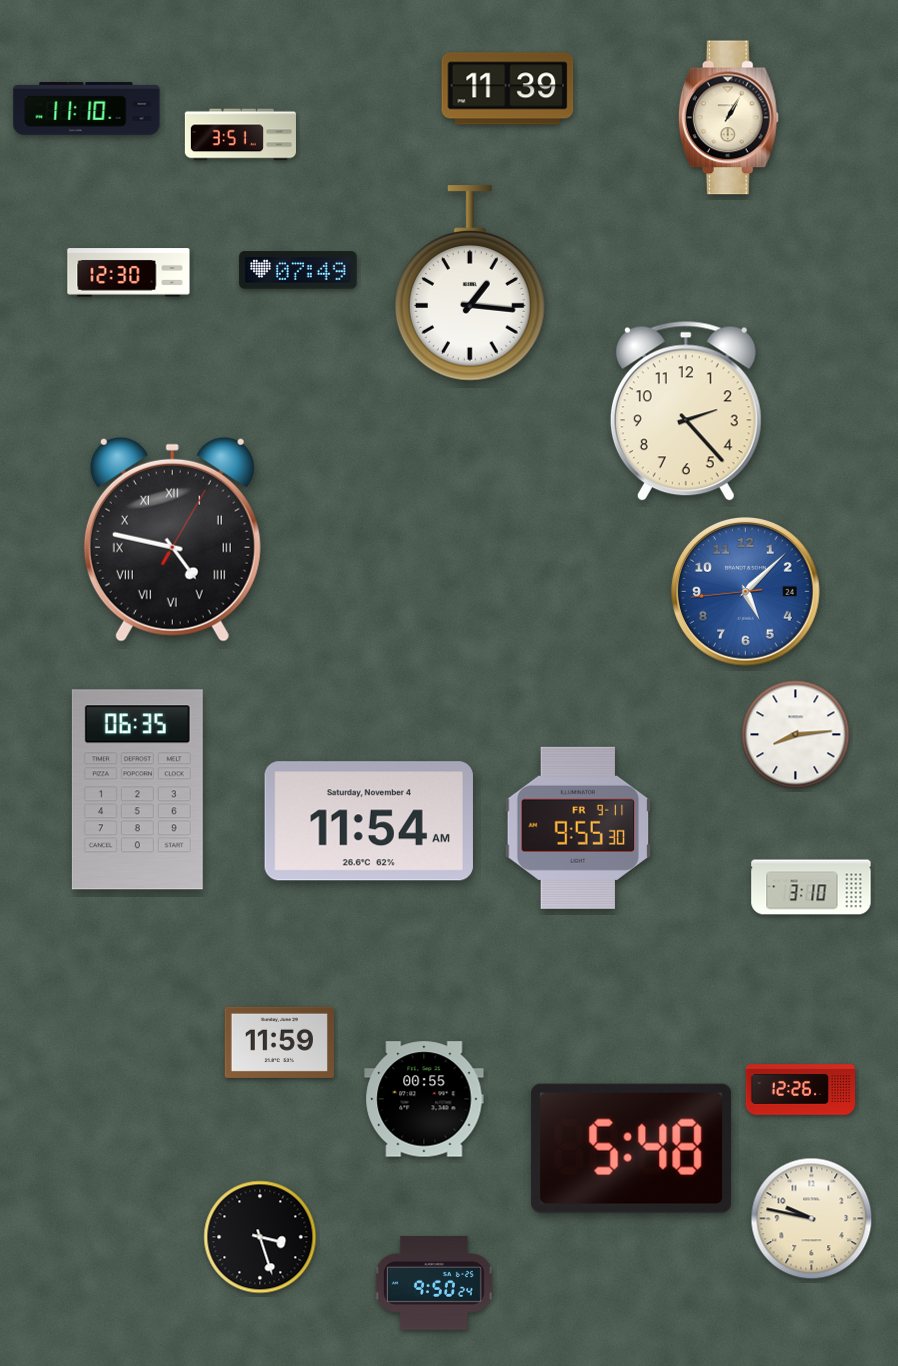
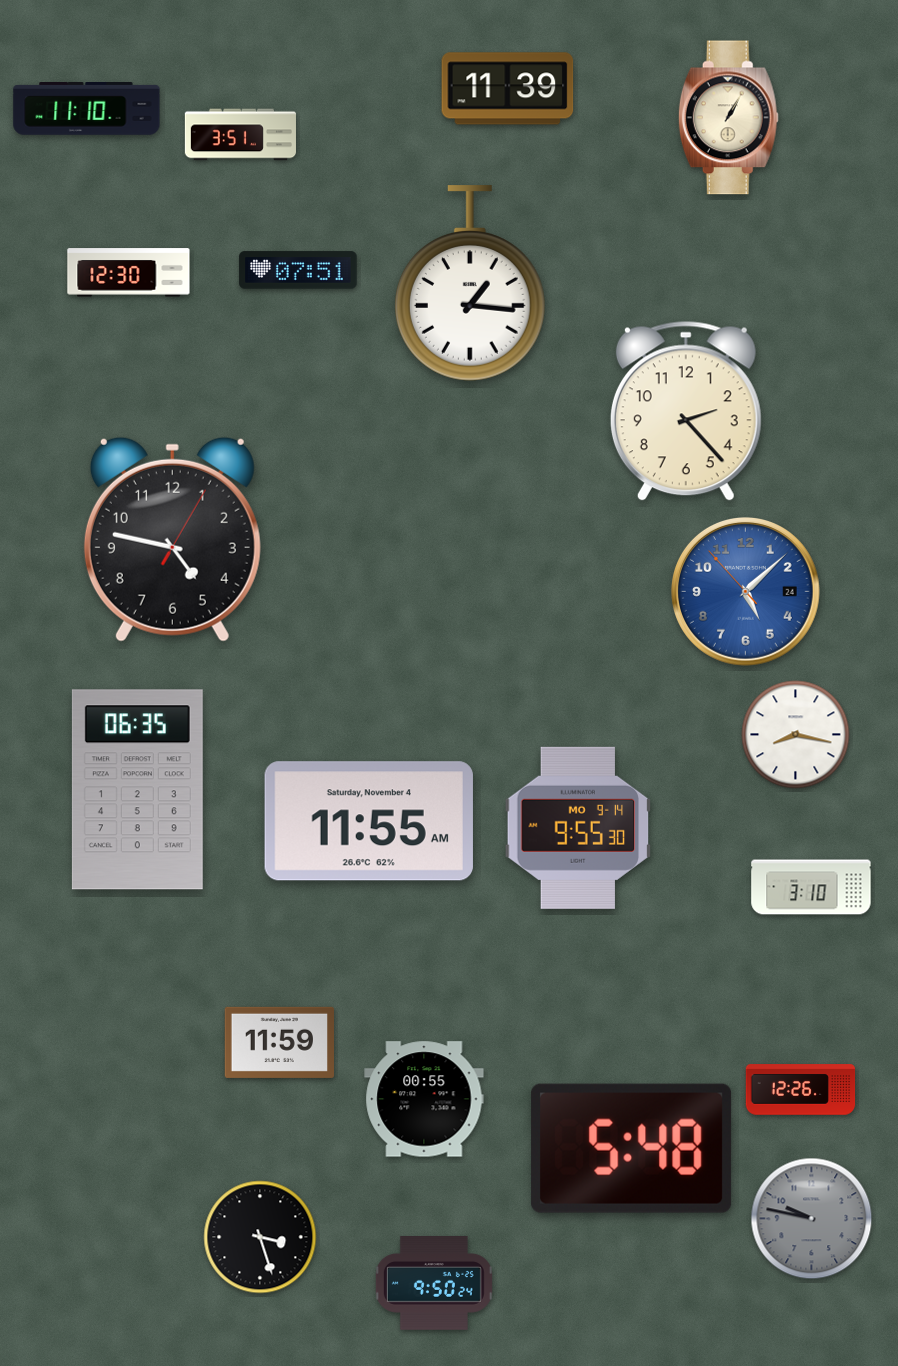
clock at (298, 270): 07:49 -> 07:51
clock at (172, 539) numerals: Roman -> Arabic
clock at (745, 591): 5:07:44 -> 5:07:53
clock at (796, 735): 8:14 -> 8:17
clock at (369, 821): 11:54 -> 11:55
clock at (578, 828) date: FR 9-11 -> MO 9-14
clock at (812, 1219) dial: cream -> grey
